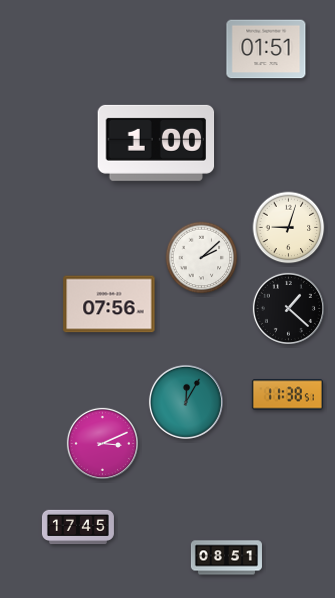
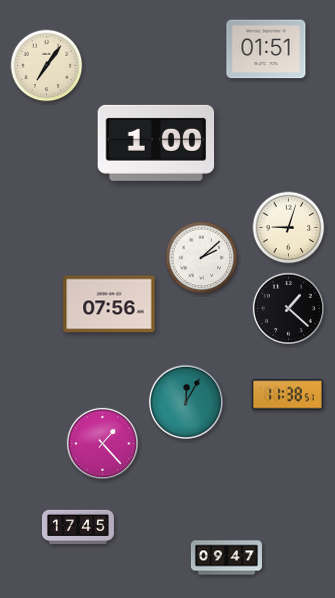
clock at (47, 66): none -> 7:06
clock at (102, 443): 3:11 -> 1:23
clock at (226, 558): 08:51 -> 09:47
